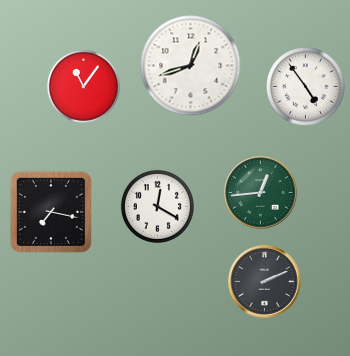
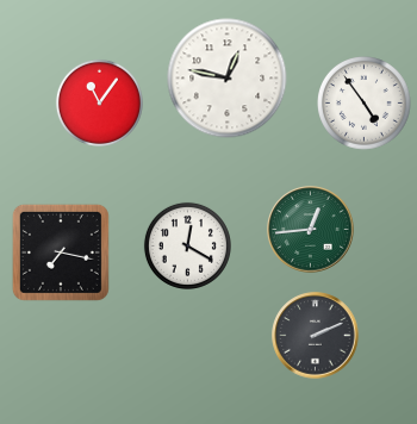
clock at (191, 66): 12:42 -> 12:47
